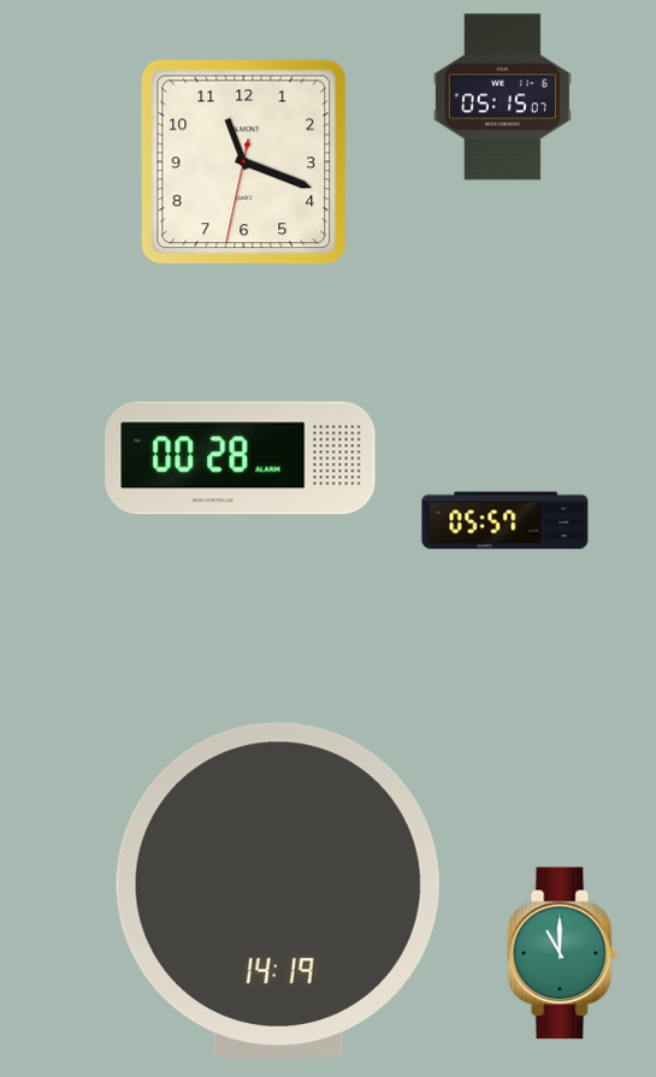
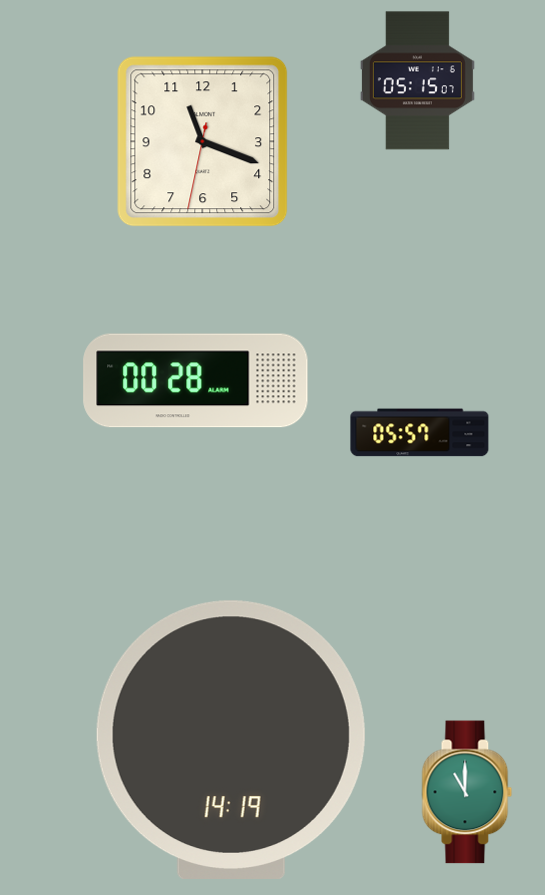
clock at (244, 162) position: (244, 162) -> (203, 142)
clock at (241, 458) position: (241, 458) -> (196, 381)
